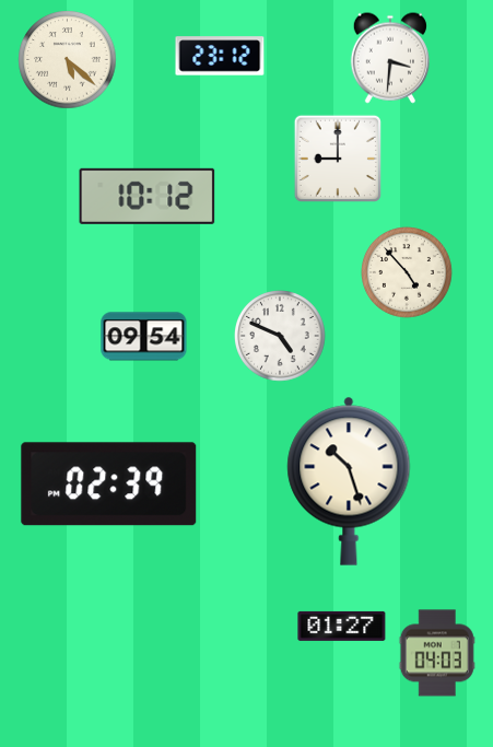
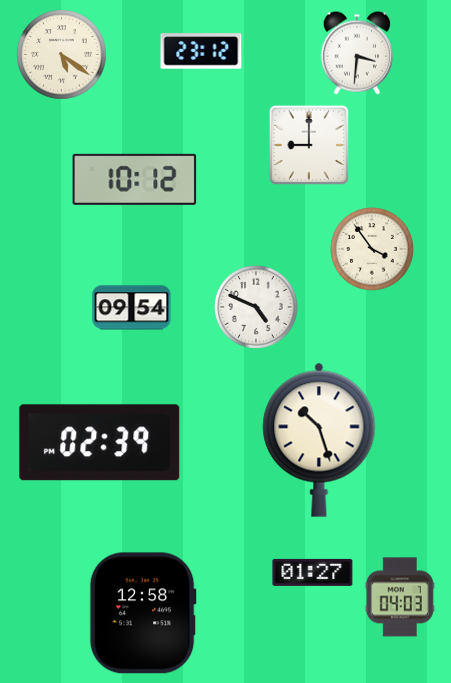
clock at (68, 60): 5:22 -> 5:21
clock at (408, 273): 4:53 -> 3:54
clock at (143, 613): none -> 12:58
